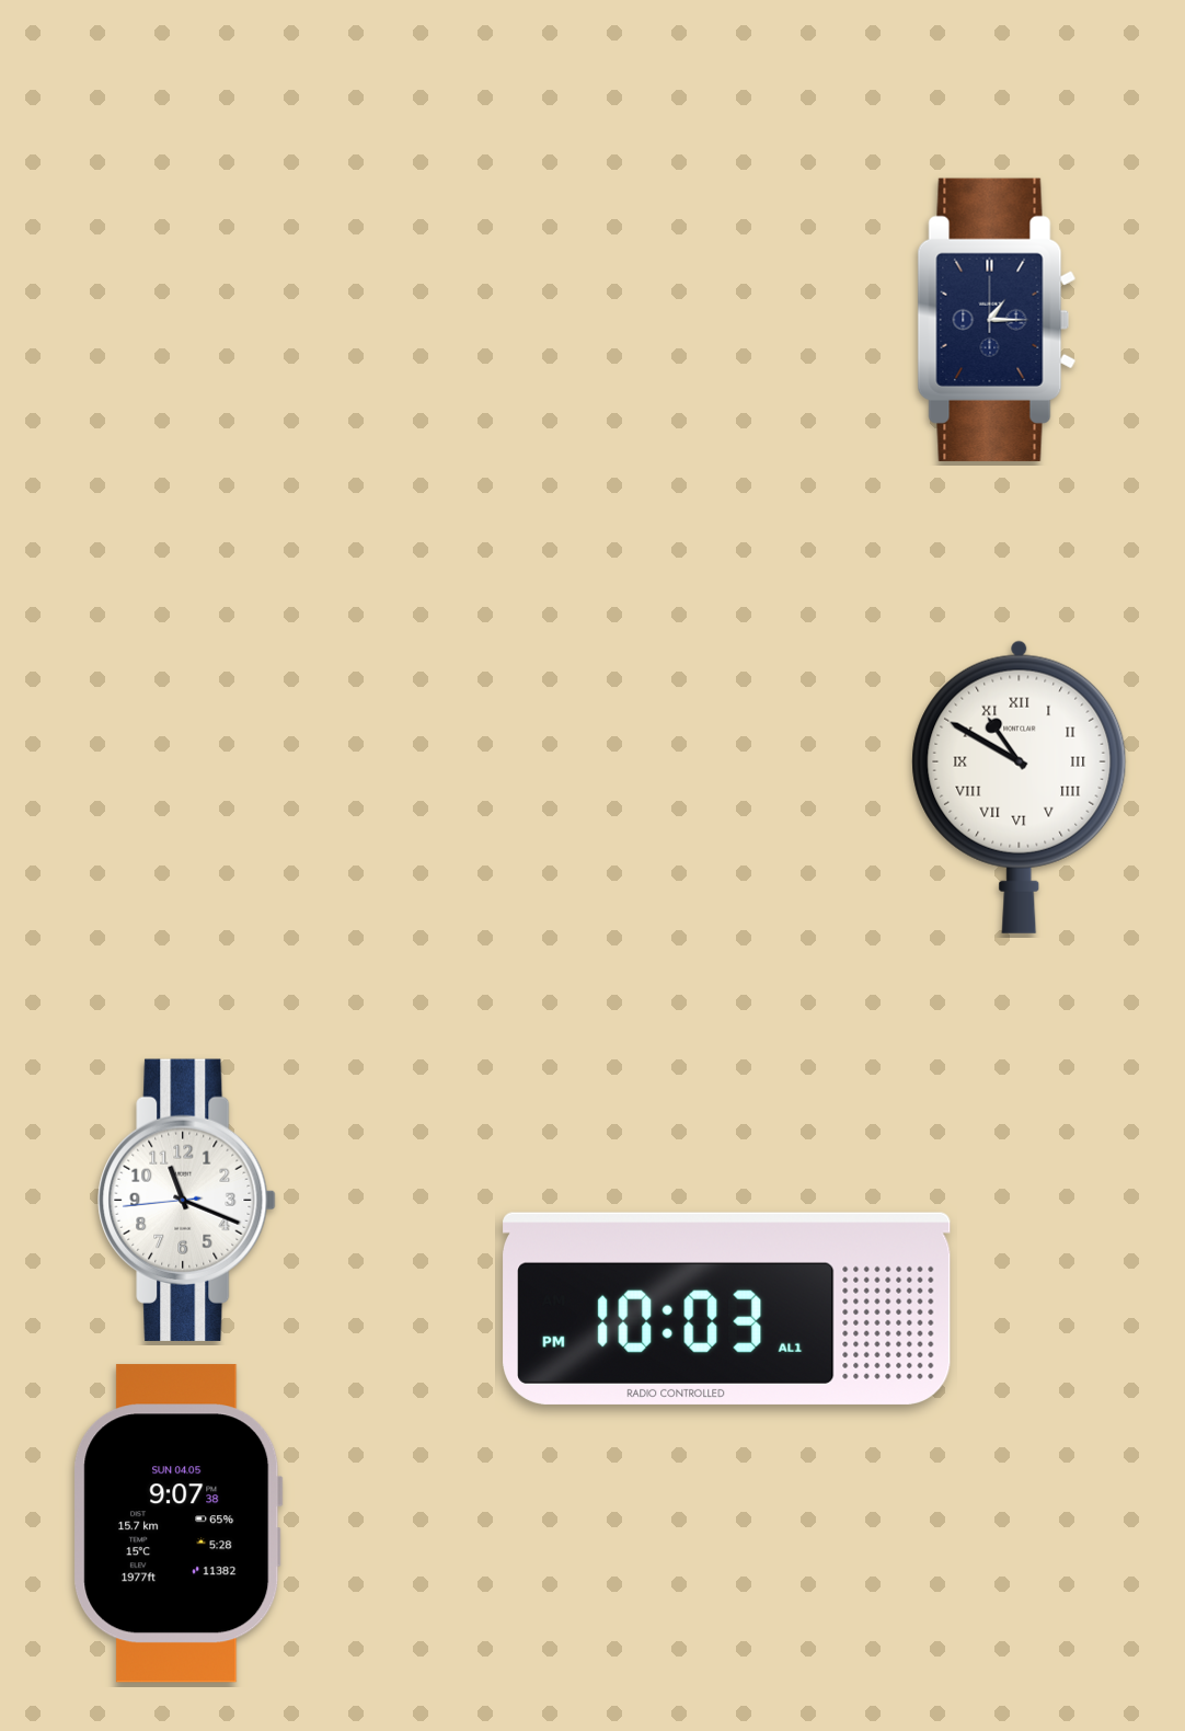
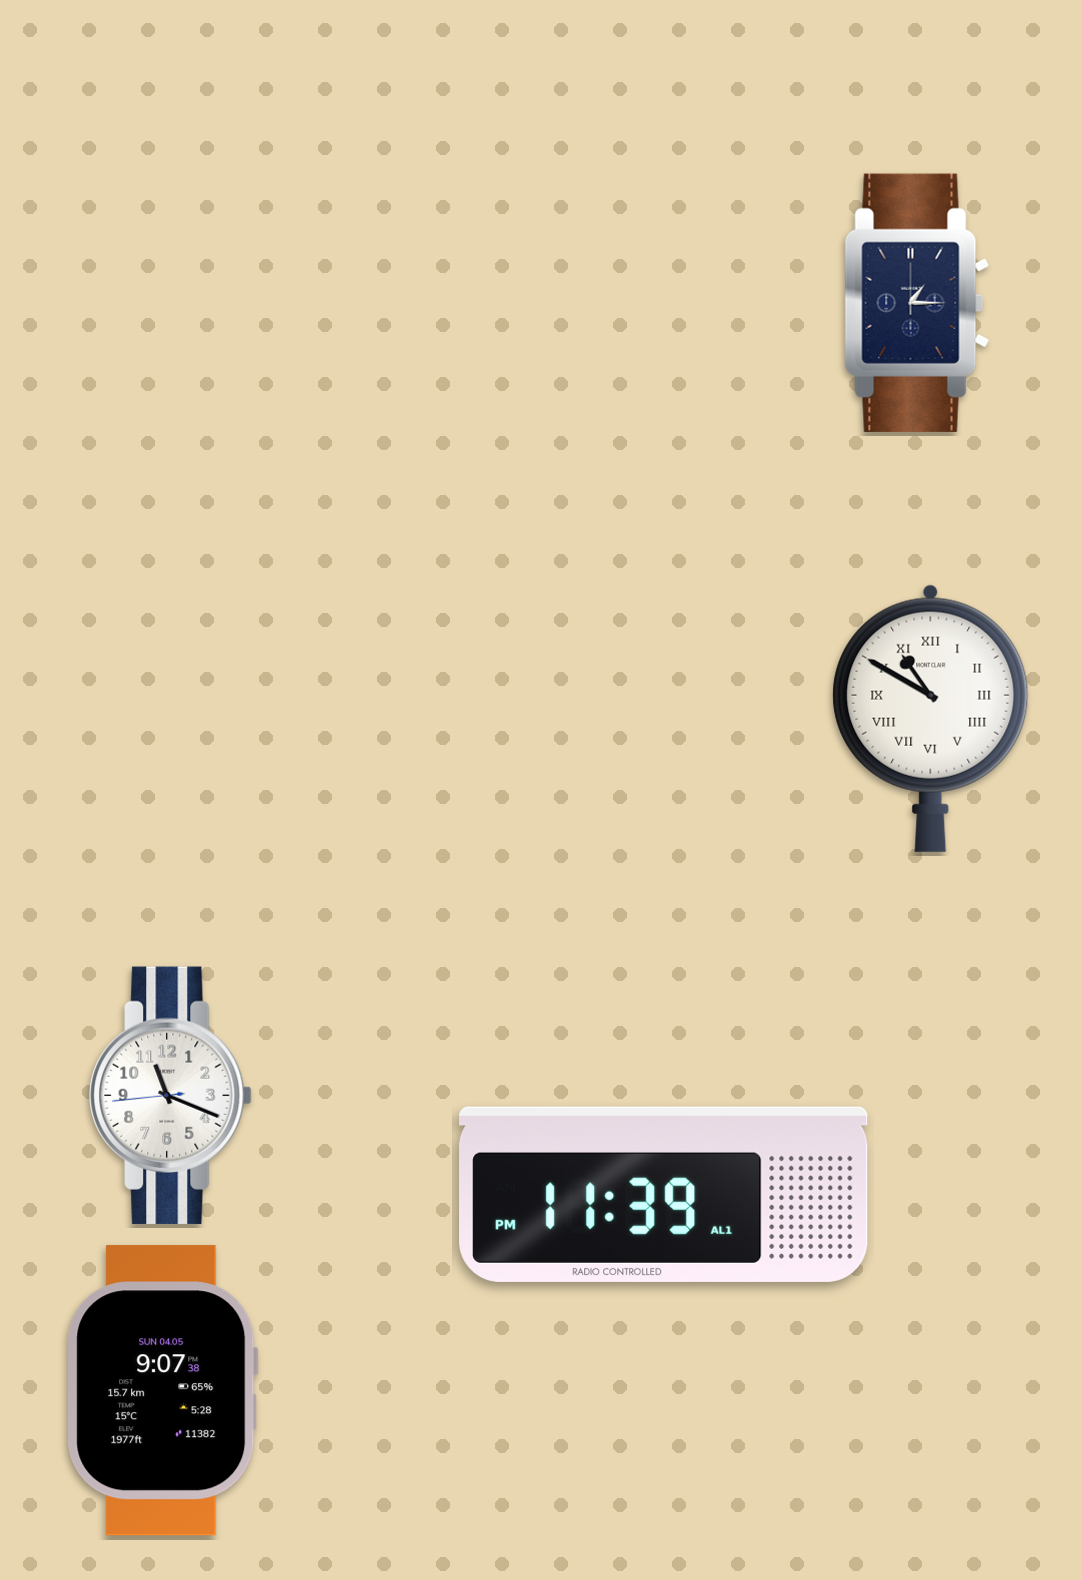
clock at (997, 320) position: (997, 320) -> (917, 303)
clock at (727, 1308): 10:03 -> 11:39
